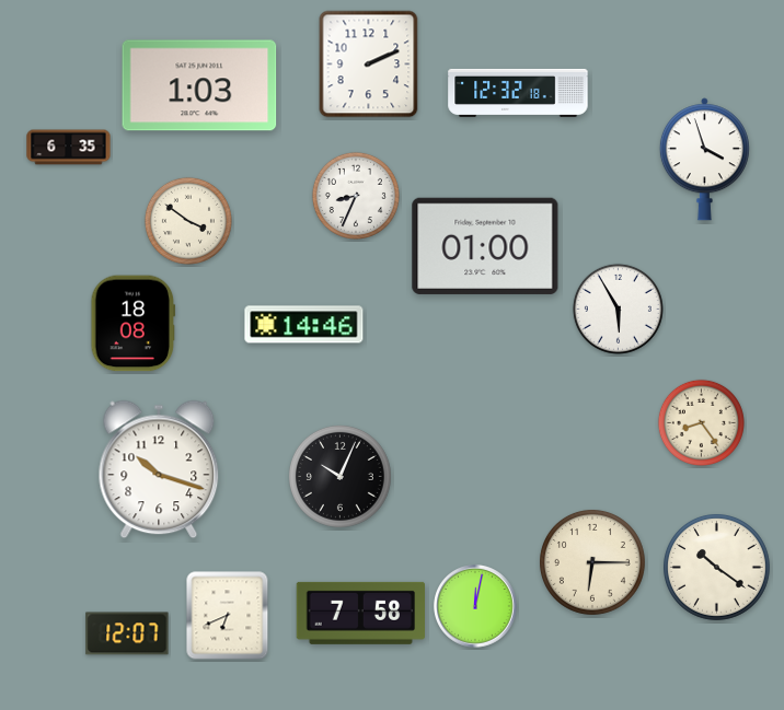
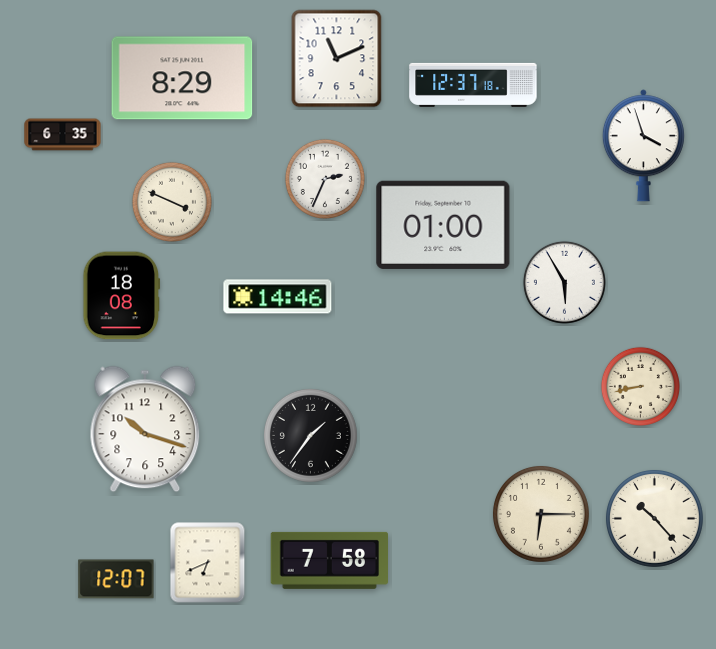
clock at (369, 65): 2:11 -> 11:11
clock at (199, 85): 1:03 -> 8:29
clock at (518, 93): 12:32 -> 12:37
clock at (356, 196): 8:34 -> 2:34
clock at (188, 221): 3:51 -> 3:49
clock at (701, 422): 8:24 -> 8:43
clock at (339, 476): 10:04 -> 1:36
clock at (716, 567): 10:21 -> 10:23
clock at (475, 606): 12:02 -> none
